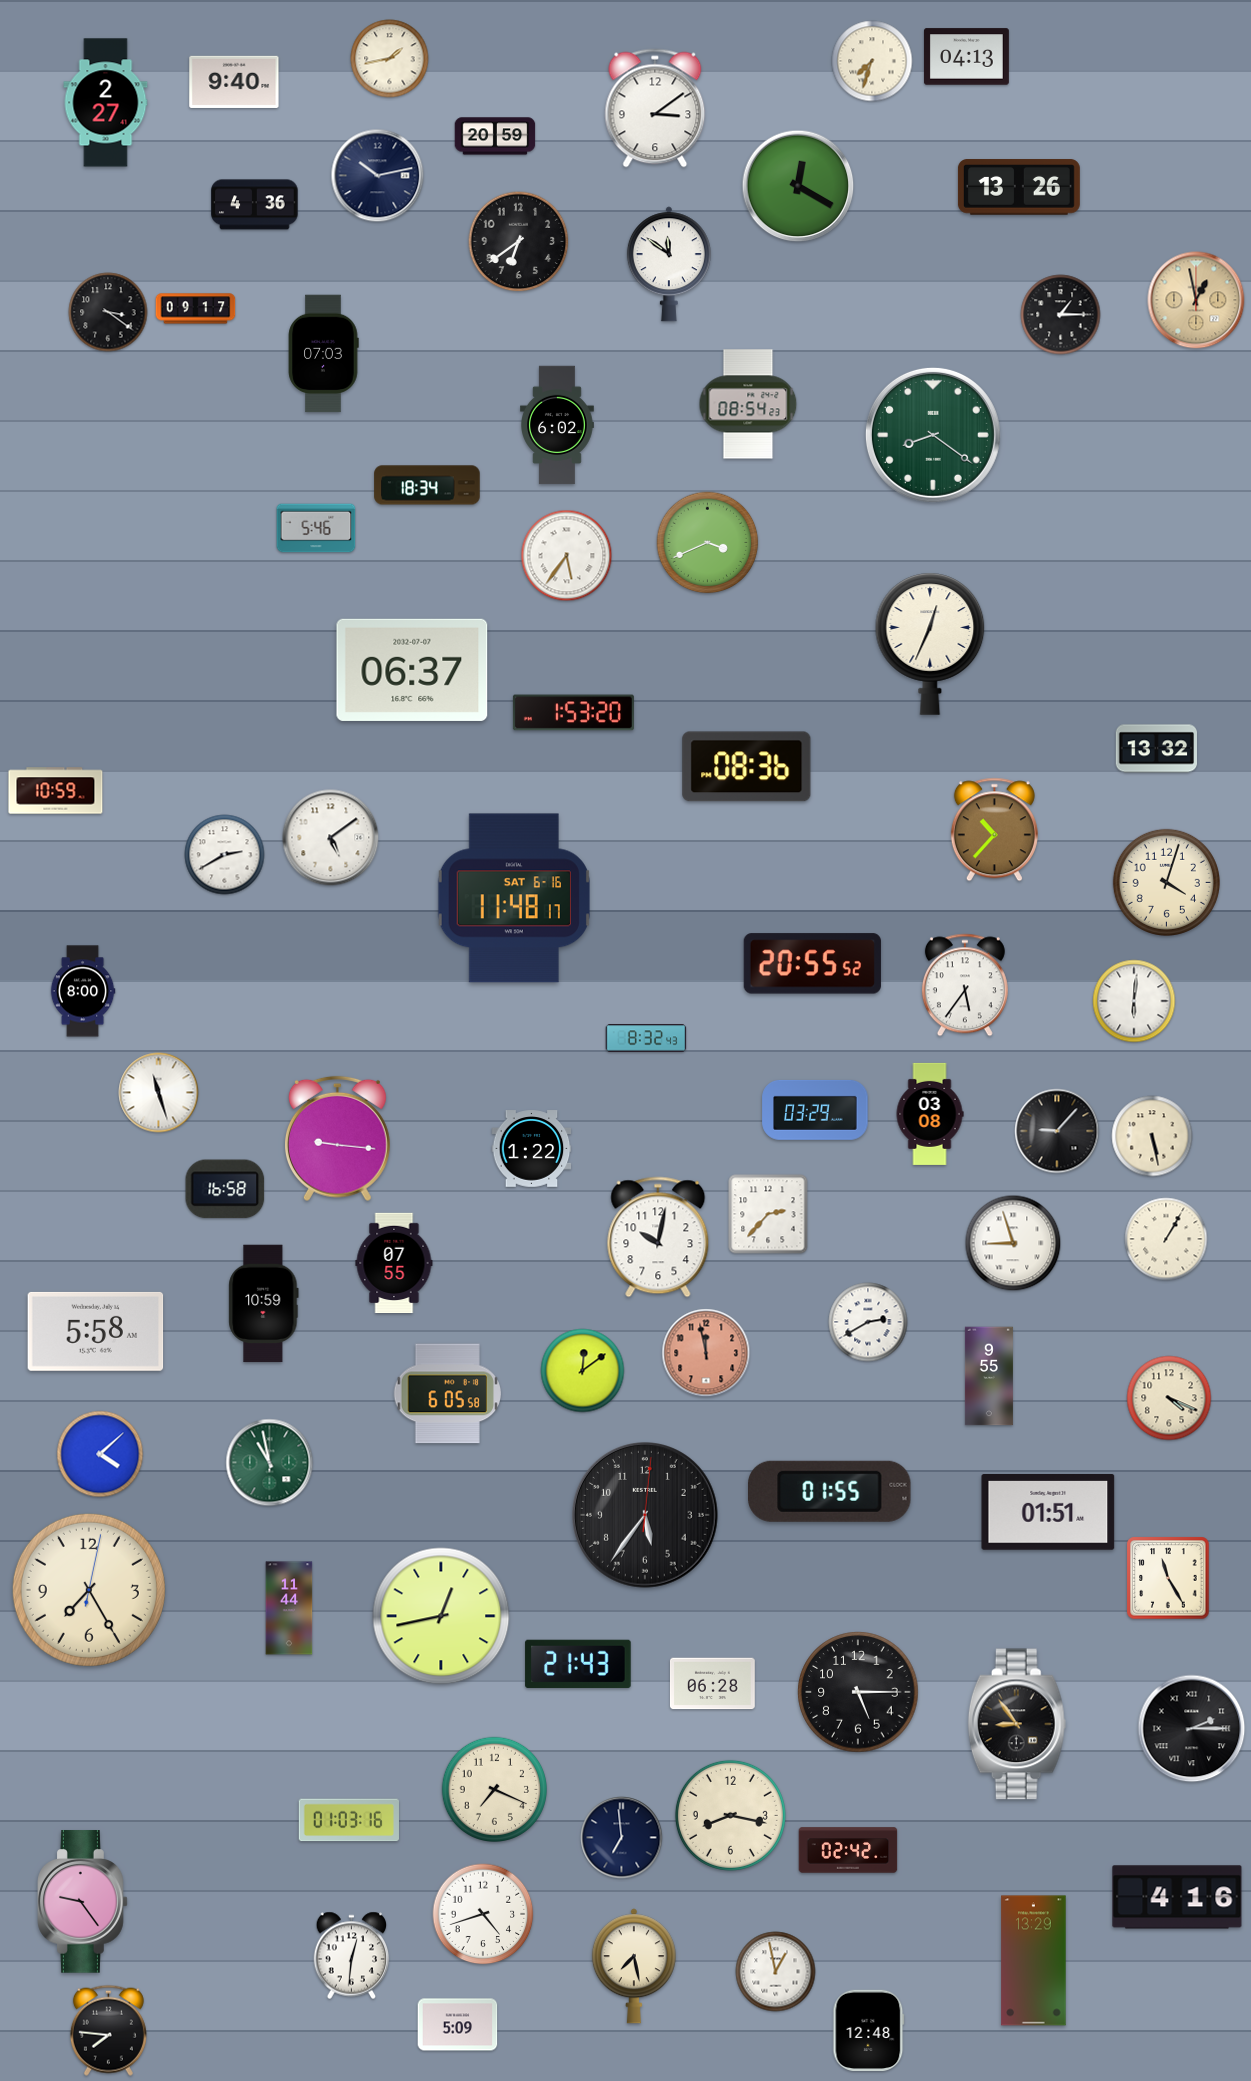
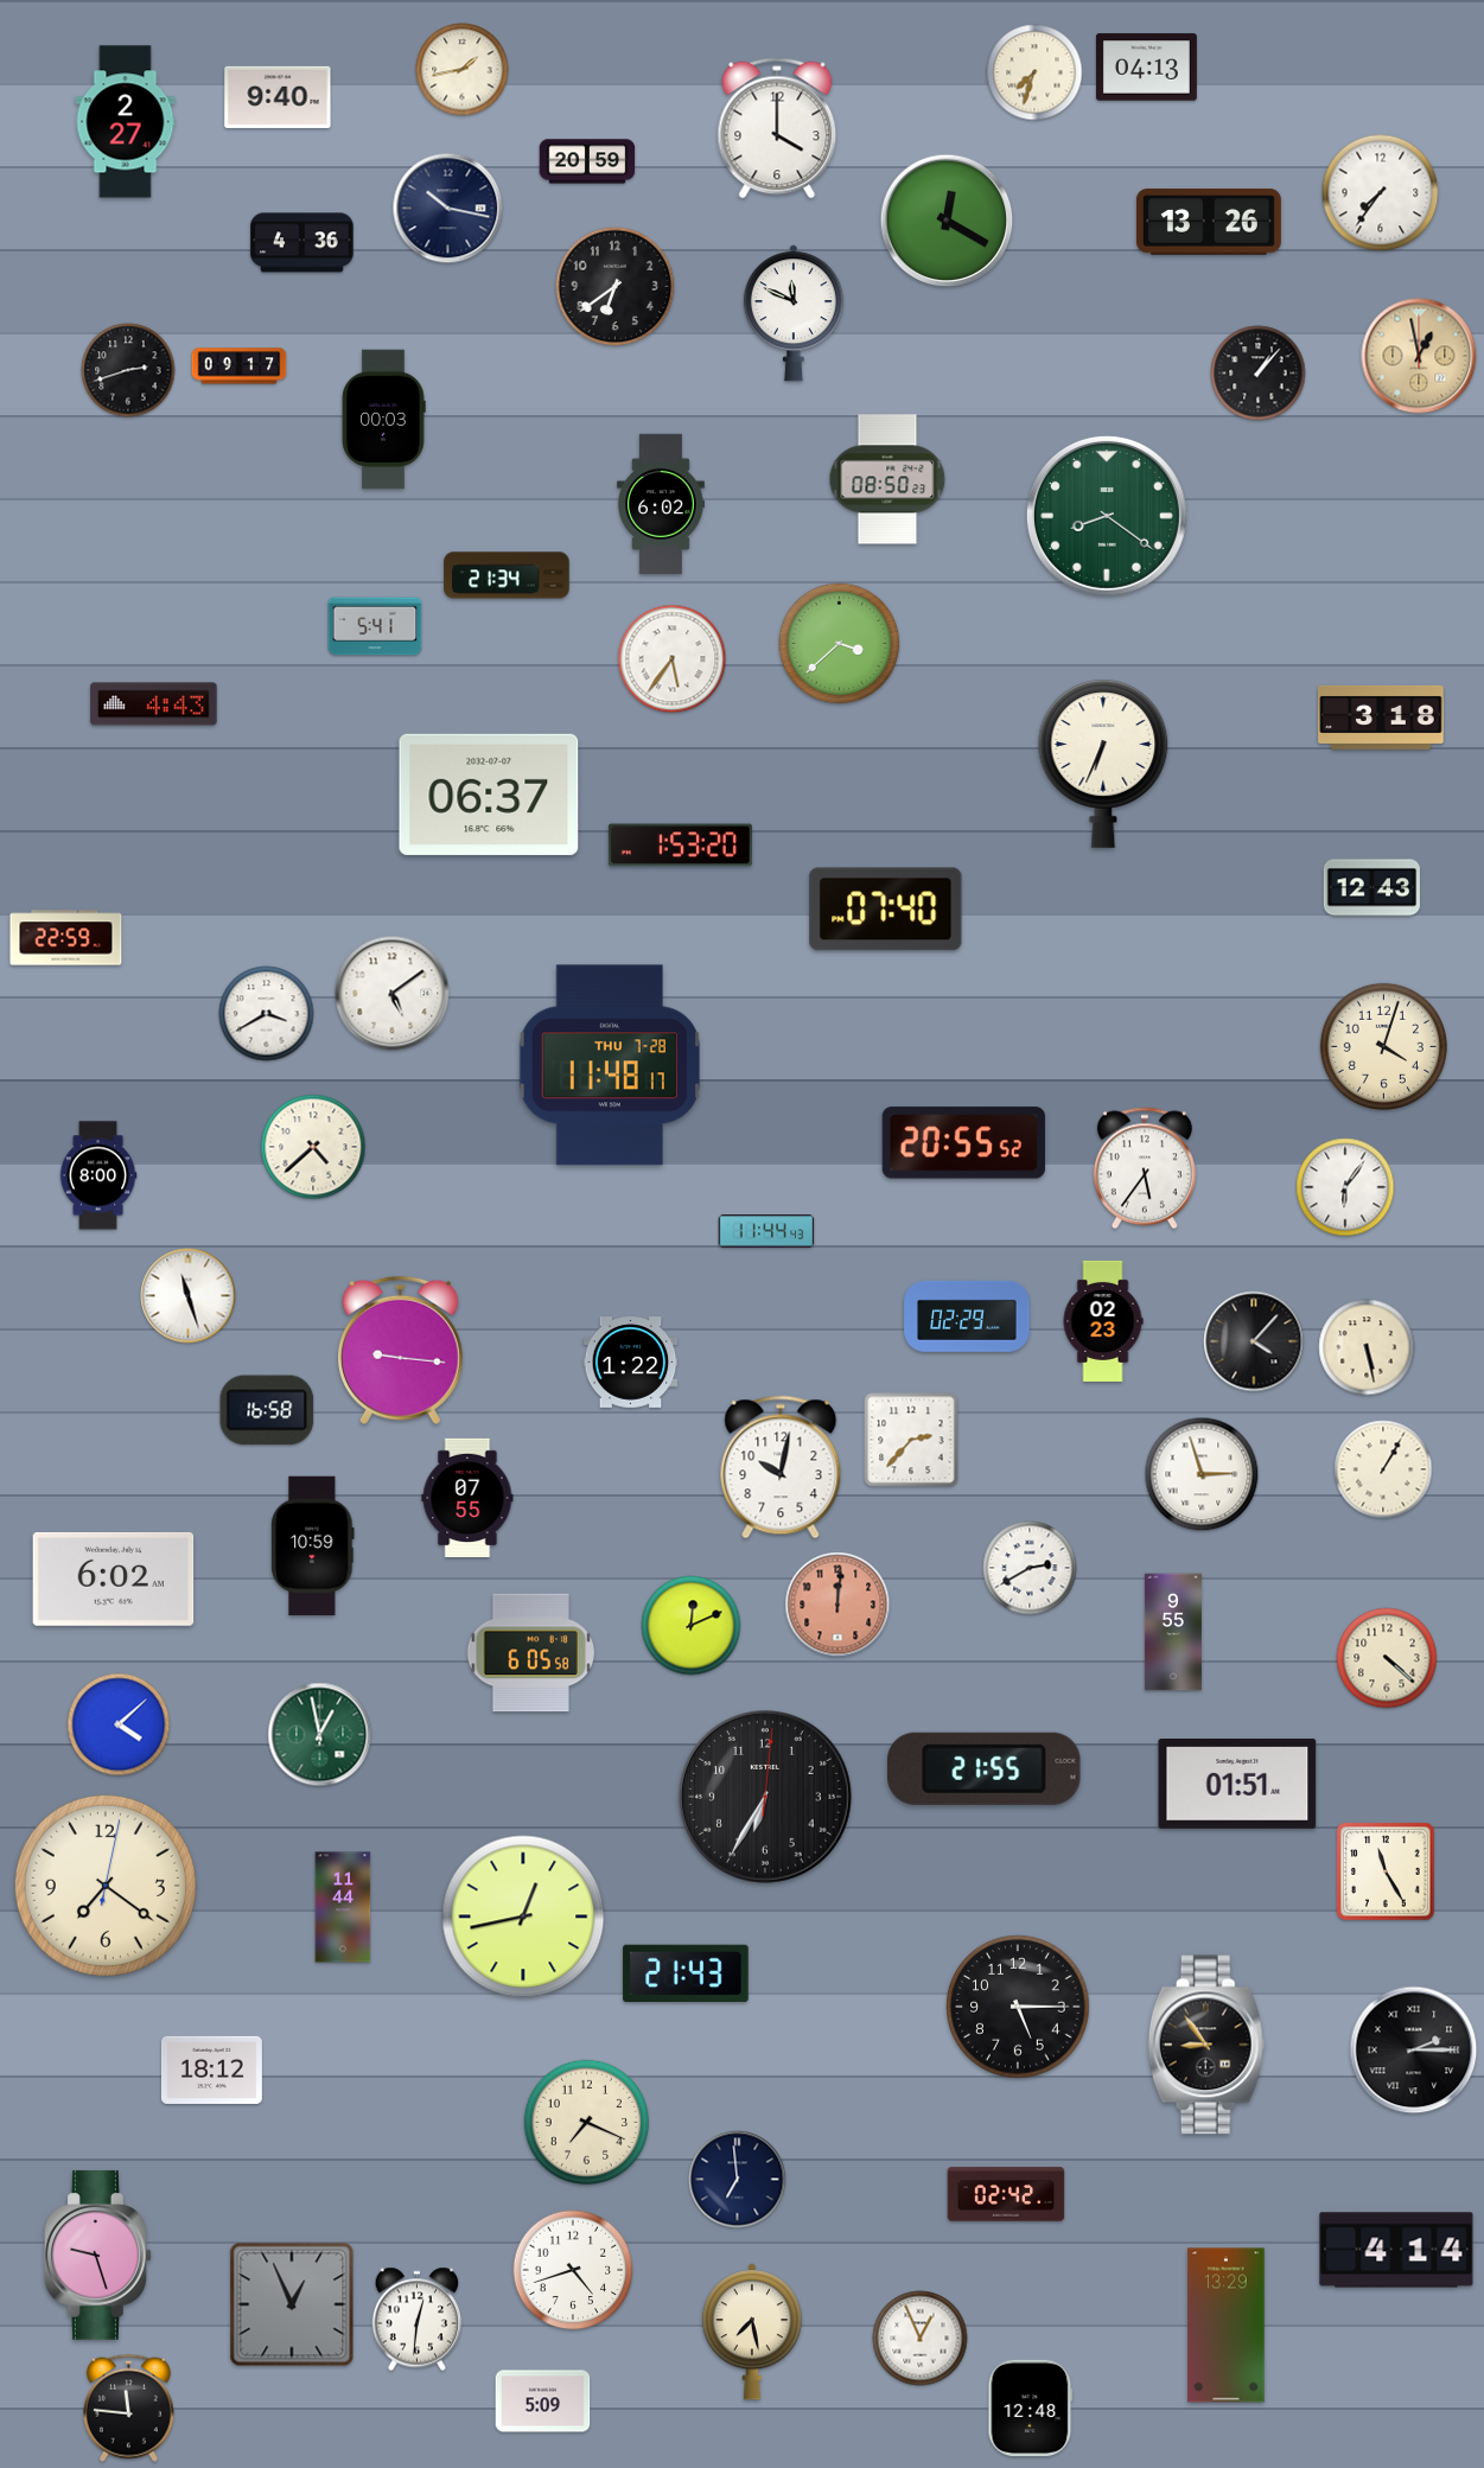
clock at (655, 108): 3:09 -> 4:00
clock at (1381, 193): none -> 7:36
clock at (378, 176): 10:13 -> 10:17
clock at (669, 264): 11:51 -> 11:49
clock at (196, 309) position: (196, 309) -> (240, 366)
clock at (108, 312): 3:21 -> 2:42
clock at (1061, 315): 1:15 -> 1:07
clock at (323, 354): 07:03 -> 00:03
clock at (748, 404): 08:54 -> 08:50
clock at (427, 485): 18:34 -> 21:34
clock at (316, 528): 5:46 -> 5:41
clock at (708, 543): 3:41 -> 3:38
clock at (154, 704): none -> 4:43
clock at (1381, 718): none -> 3:18
clock at (930, 644): 12:34 -> 6:34
clock at (1157, 749): 13:32 -> 12:43
clock at (747, 767): 08:36 -> 07:40
clock at (56, 791): 10:59 -> 22:59
clock at (994, 830): 10:37 -> none
clock at (225, 855): 2:40 -> 3:40
clock at (514, 898) date: SAT 6-16 -> THU 7-28
clock at (313, 1147): none -> 4:38
clock at (1134, 1001): 6:01 -> 6:06
clock at (646, 1038): 8:32 -> 11:44
clock at (815, 1110): 03:29 -> 02:29
clock at (930, 1114): 03:08 -> 02:23
clock at (1057, 1131): 9:07 -> 4:07
clock at (1013, 1243): 8:57 -> 2:57
clock at (96, 1331): 5:58 -> 6:02
clock at (706, 1353): 11:58 -> 12:01
clock at (583, 1371): 12:09 -> 12:11
clock at (1169, 1398): 4:19 -> 4:22
clock at (270, 1463): 10:58 -> 12:58
clock at (830, 1491): 01:55 -> 21:55
clock at (1048, 1513) position: (1048, 1513) -> (1237, 1785)
clock at (646, 1516): 5:36 -> 6:35
clock at (89, 1590): 7:25 -> 7:21
clock at (712, 1684): 06:28 -> none
clock at (211, 2070): none -> 18:12
clock at (730, 1815): 8:17 -> none
clock at (349, 1820): 01:03 -> none
clock at (1177, 1897): 4:16 -> 4:14
clock at (83, 1902): 9:24 -> 9:27
clock at (292, 2304): none -> 12:56
clock at (776, 1972): 12:58 -> 12:56
clock at (108, 2030): 7:46 -> 11:46
